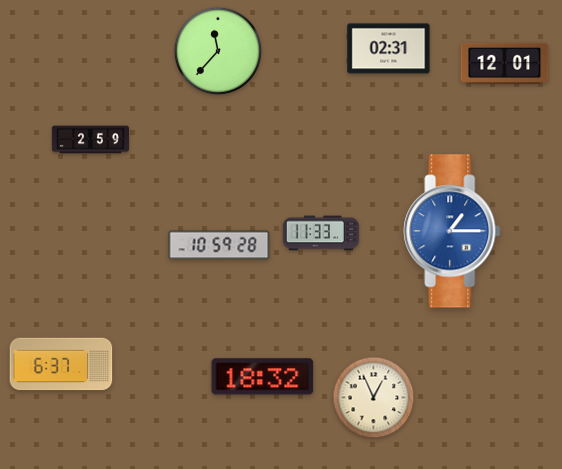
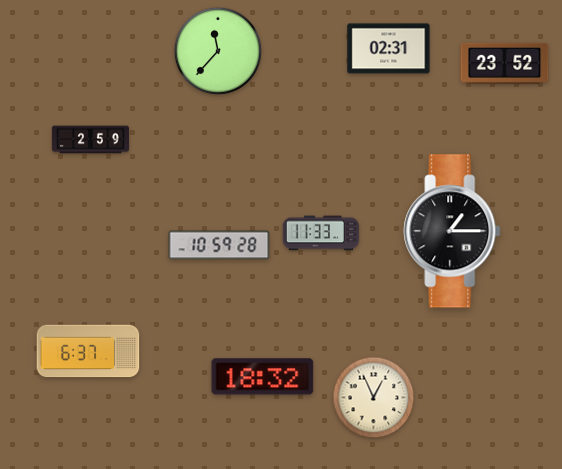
clock at (505, 63): 12:01 -> 23:52
clock at (452, 231) dial: blue -> black
clock at (61, 364) position: (61, 364) -> (88, 351)
